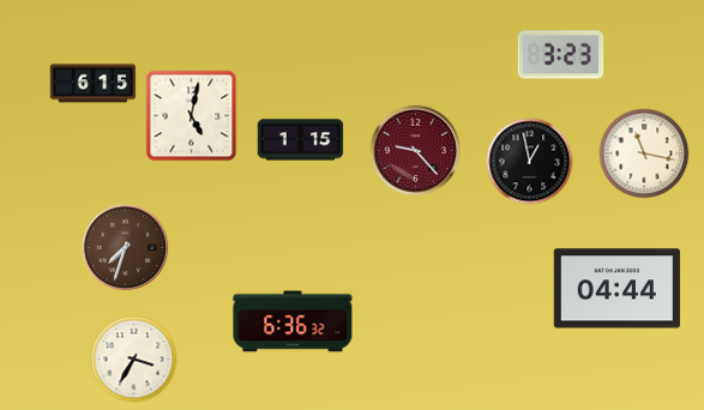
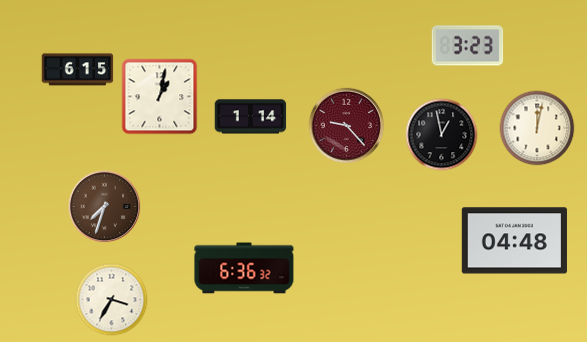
clock at (192, 116): 5:02 -> 1:02
clock at (301, 140): 1:15 -> 1:14
clock at (644, 153): 11:17 -> 12:02
clock at (616, 289): 04:44 -> 04:48
